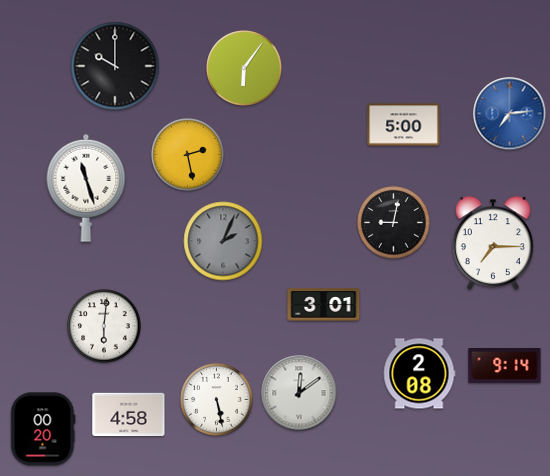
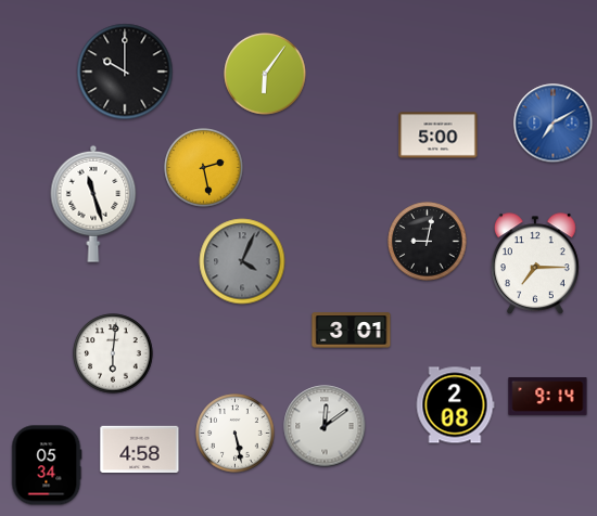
clock at (510, 114): 7:14 -> 7:10
clock at (223, 241): 2:04 -> 4:04
clock at (43, 429): 00:20 -> 05:34
